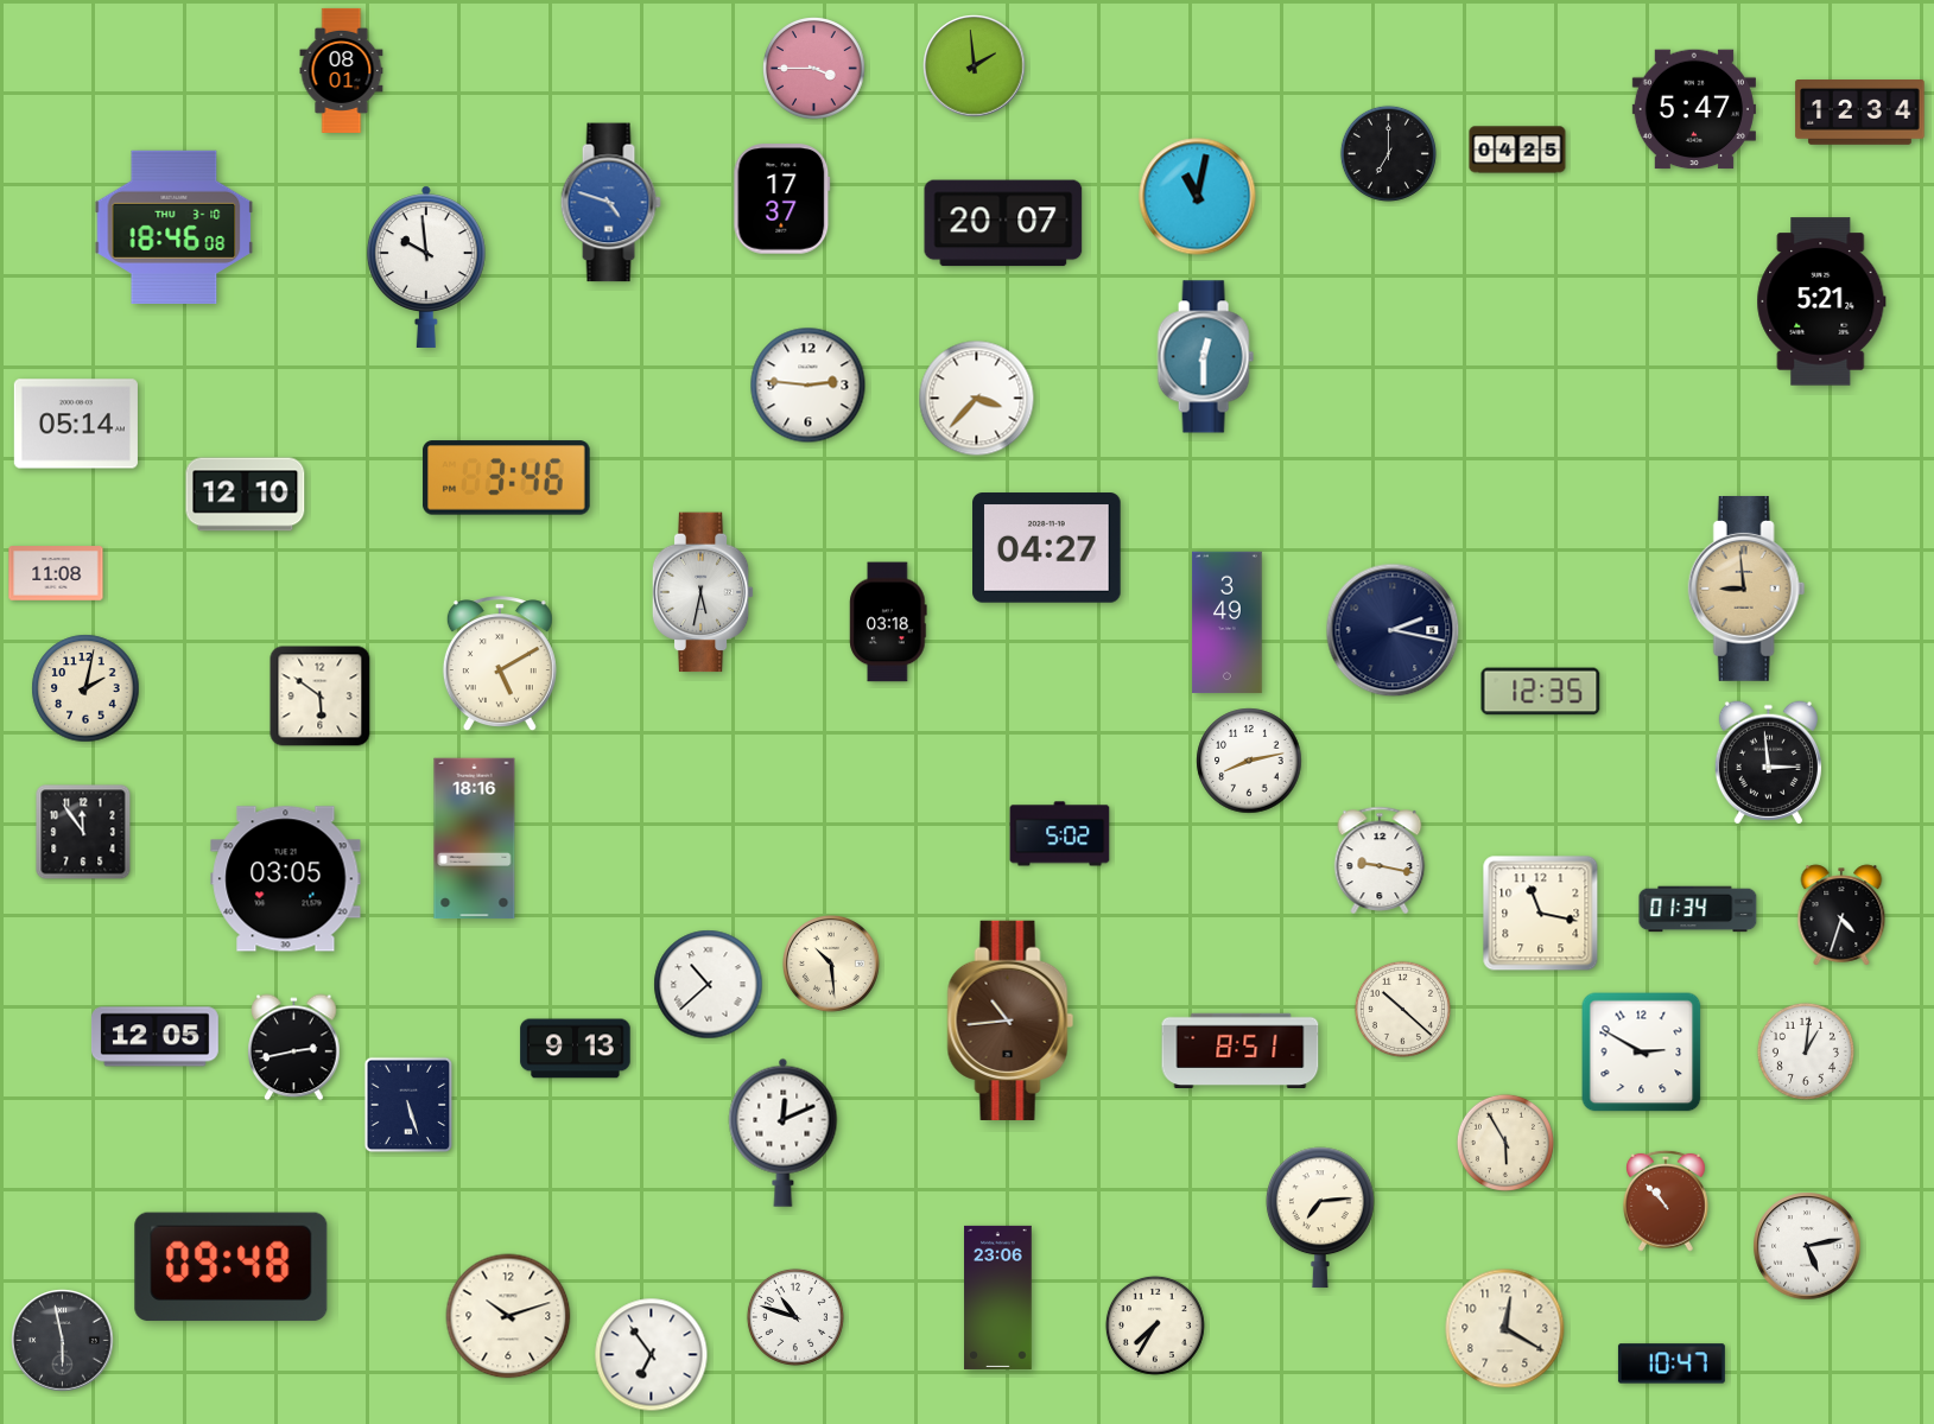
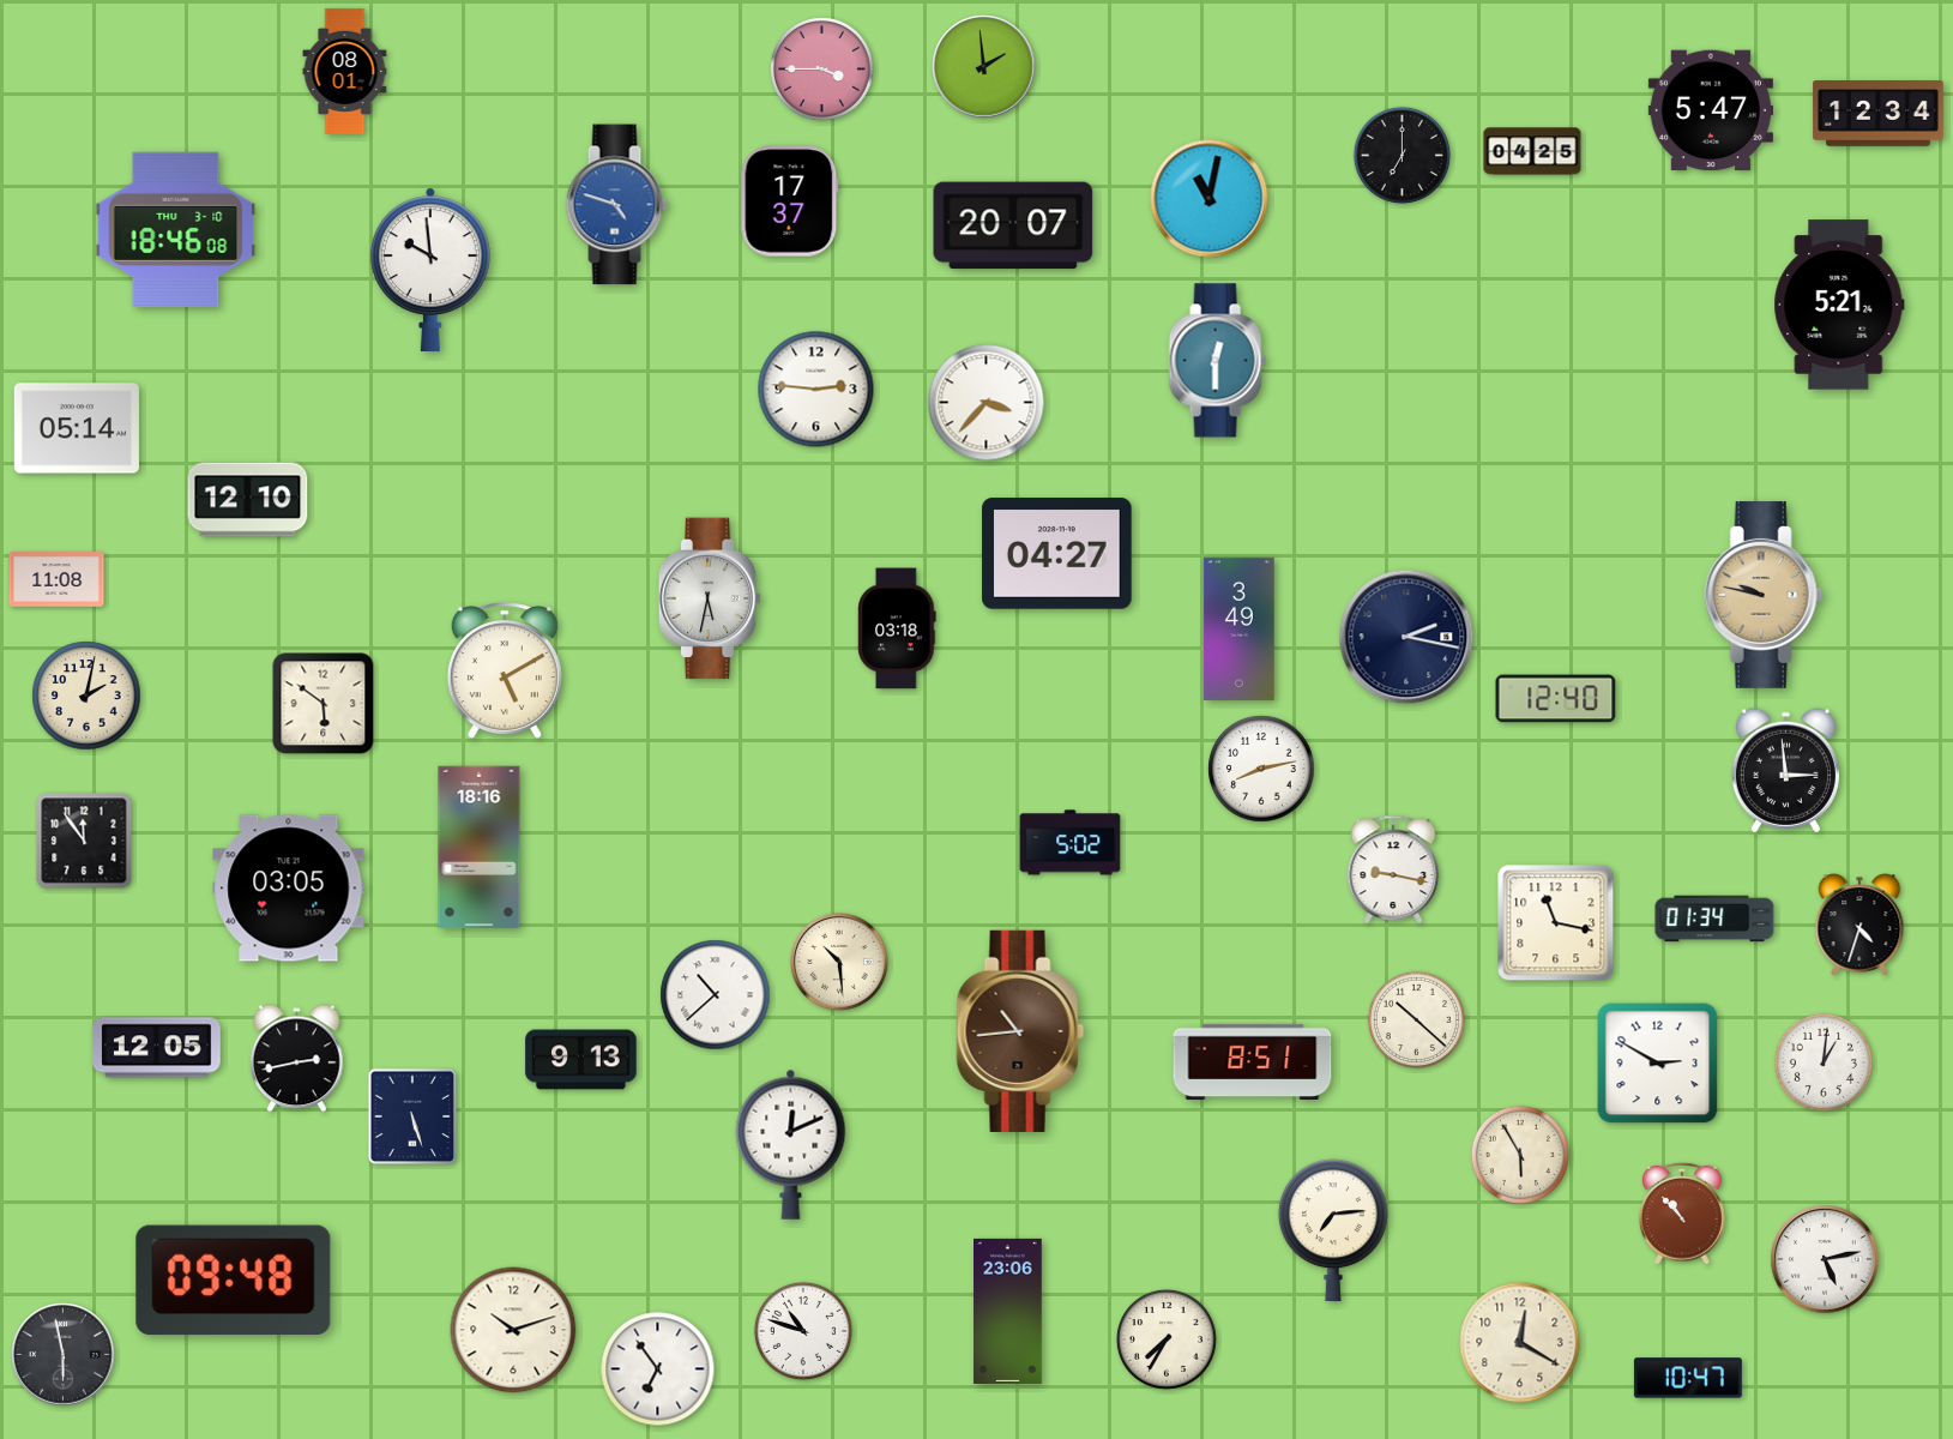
clock at (507, 478): 3:46 -> none
clock at (1746, 589): 8:59 -> 9:47
clock at (1541, 692): 12:35 -> 12:40
clock at (831, 964) position: (831, 964) -> (839, 962)
